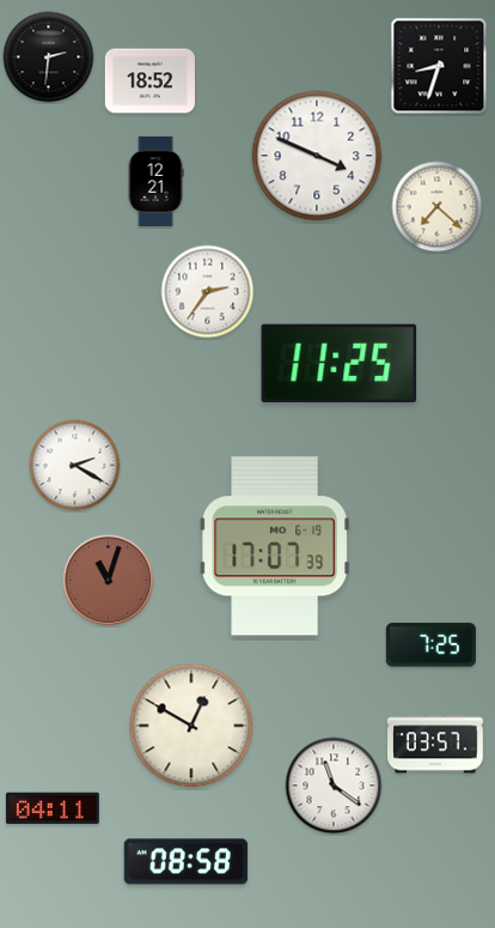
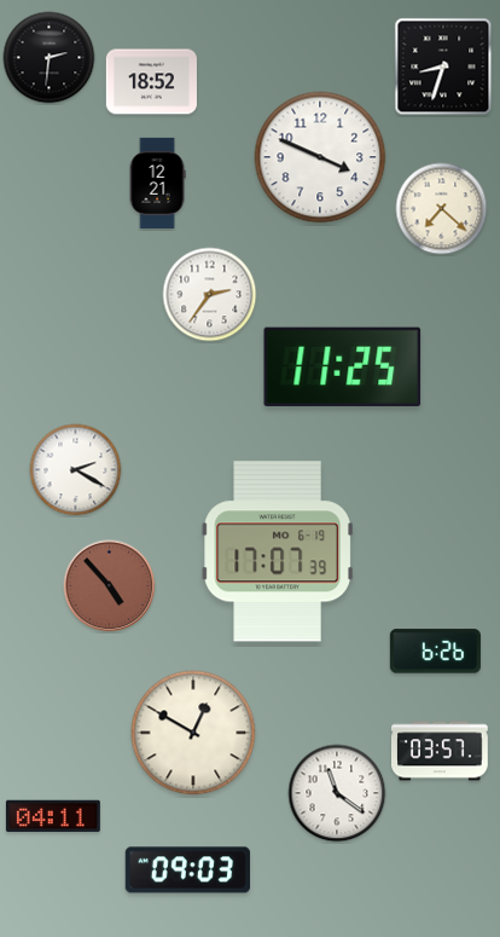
clock at (109, 581): 11:03 -> 4:53
clock at (430, 645): 7:25 -> 6:26
clock at (187, 862): 08:58 -> 09:03
